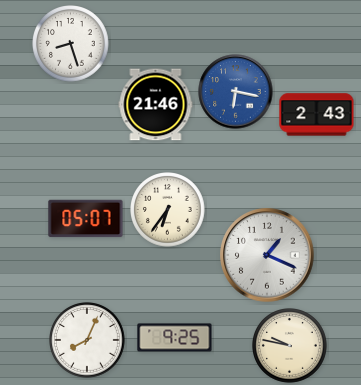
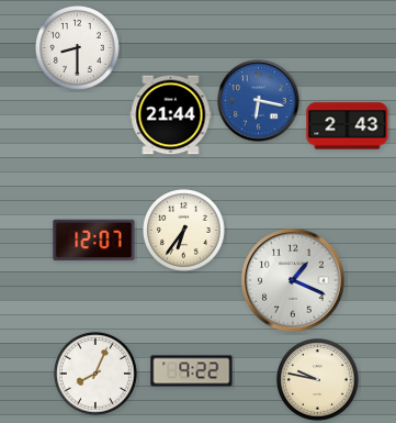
clock at (71, 44): 8:27 -> 8:30
clock at (156, 105): 21:46 -> 21:44
clock at (86, 219): 05:07 -> 12:07
clock at (175, 338): 9:25 -> 9:22
